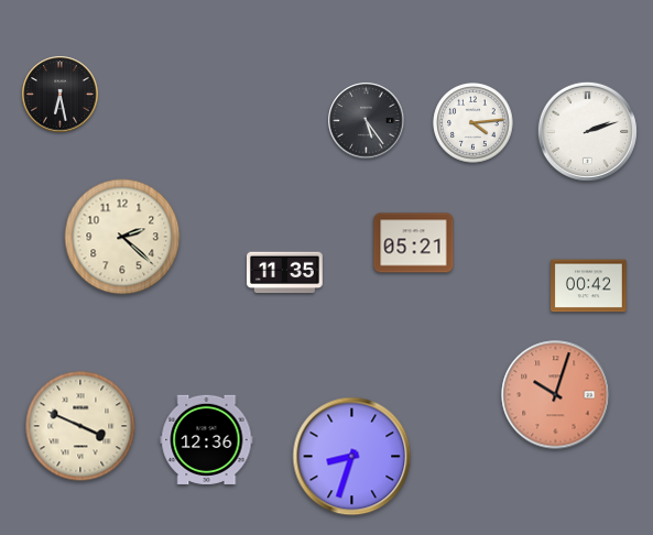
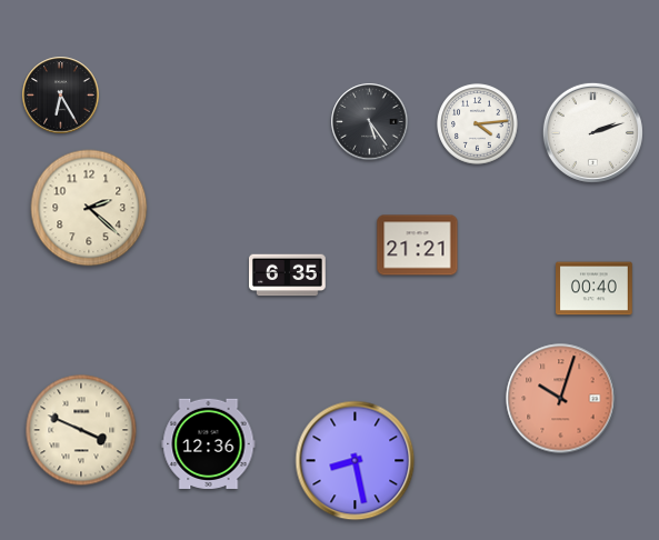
clock at (61, 95): 6:28 -> 6:25
clock at (122, 237) position: (122, 237) -> (89, 208)
clock at (414, 243): 05:21 -> 21:21
clock at (285, 273): 11:35 -> 6:35
clock at (589, 286): 00:42 -> 00:40
clock at (352, 457): 8:33 -> 8:28
